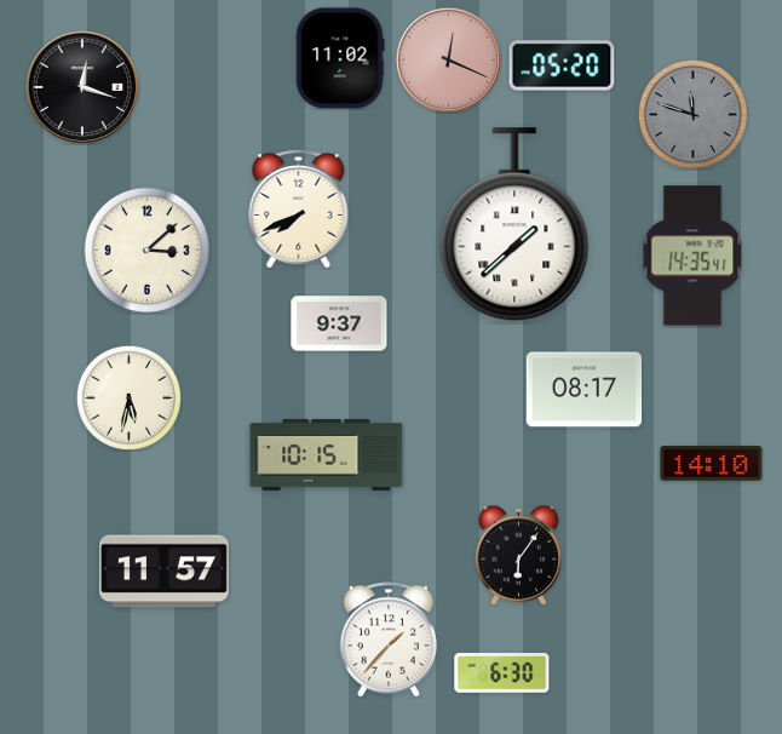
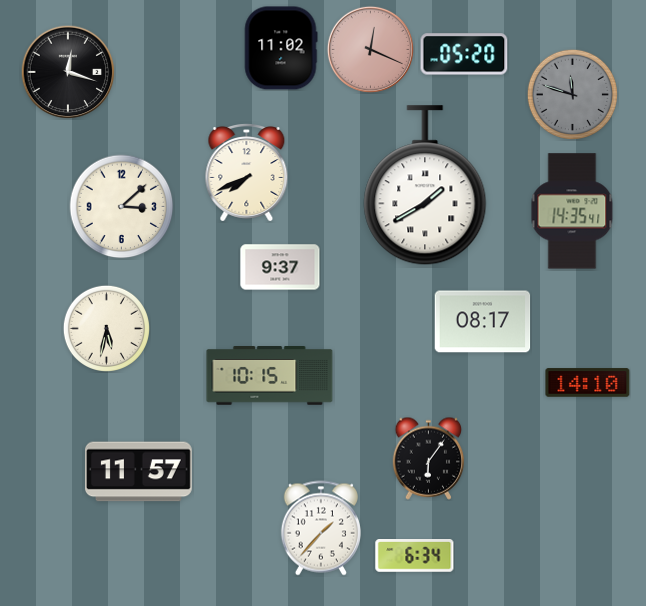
clock at (514, 225): 1:38 -> 1:40
clock at (165, 572) position: (165, 572) -> (139, 472)
clock at (502, 673): 6:30 -> 6:34
